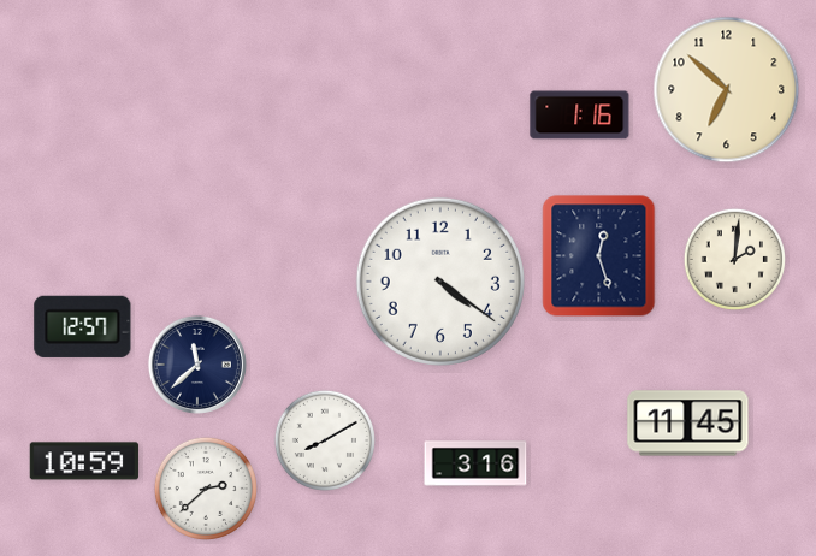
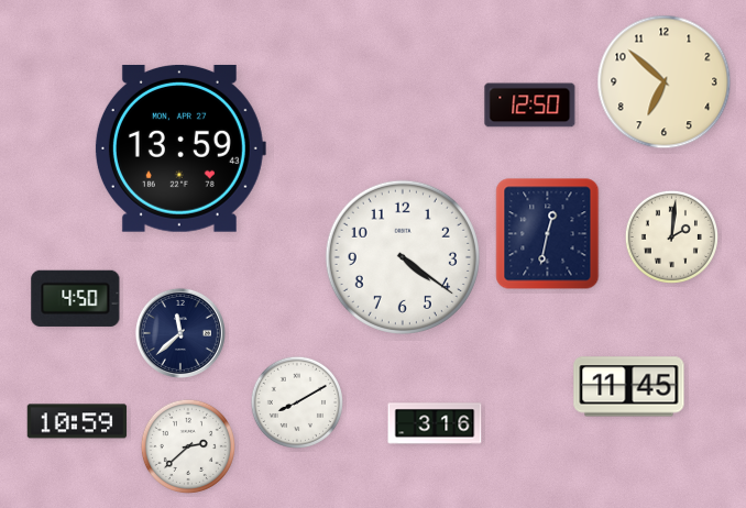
clock at (580, 116): 1:16 -> 12:50
clock at (179, 148): none -> 13:59
clock at (599, 256): 12:27 -> 12:32
clock at (83, 326): 12:57 -> 4:50
